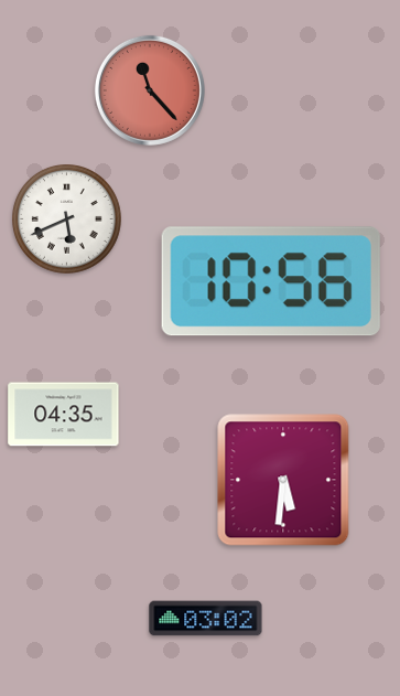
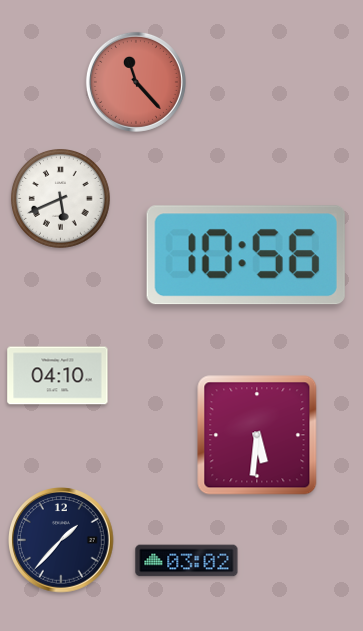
clock at (64, 415): 04:35 -> 04:10
clock at (61, 540): none -> 1:37
